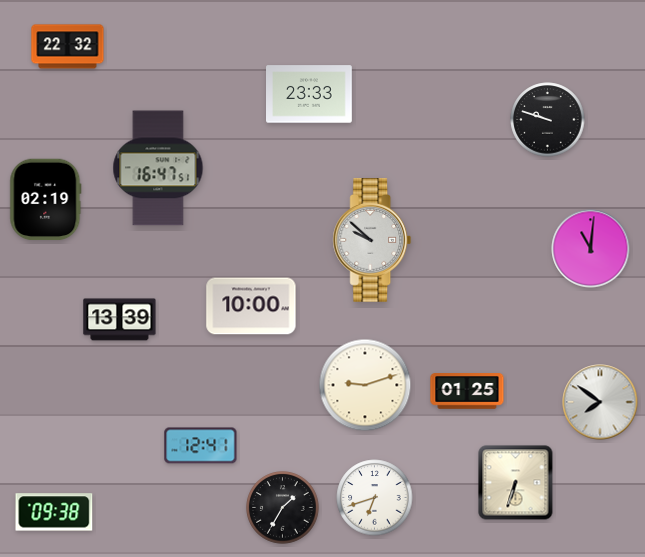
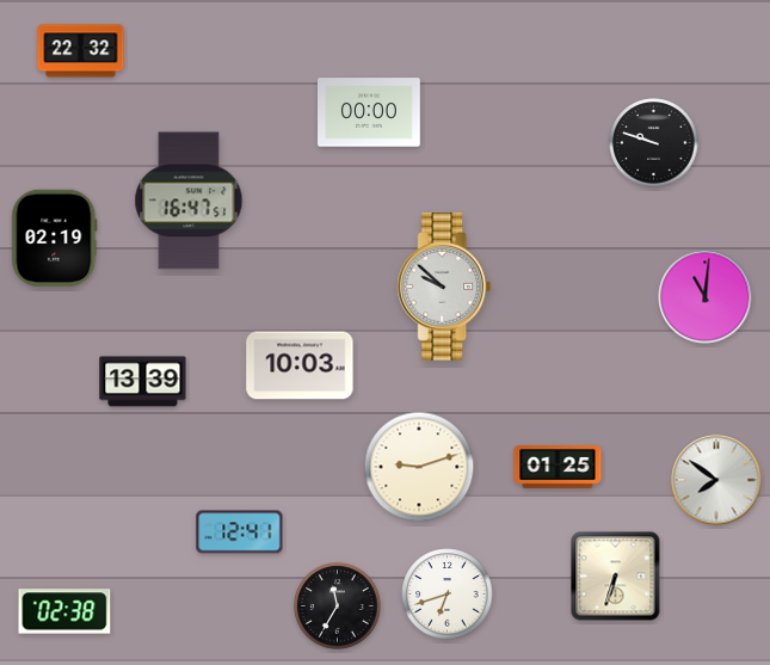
clock at (68, 47) position: (68, 47) -> (81, 51)
clock at (309, 94): 23:33 -> 00:00
clock at (251, 306): 10:00 -> 10:03
clock at (365, 385) position: (365, 385) -> (419, 467)
clock at (283, 508): 1:35 -> 11:35
clock at (54, 512): 09:38 -> 02:38
